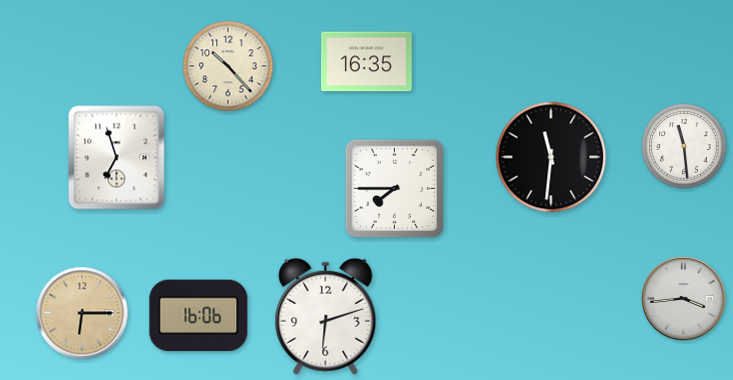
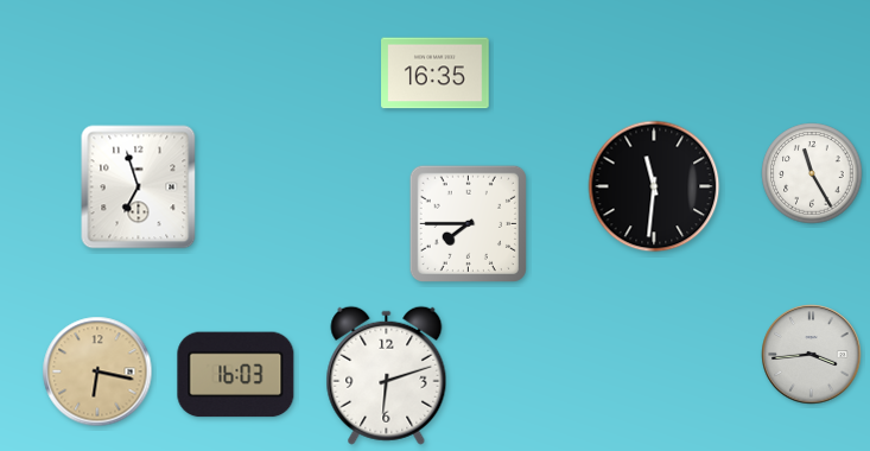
clock at (228, 66): 10:23 -> none
clock at (684, 146): 11:29 -> 11:25
clock at (82, 313): 6:15 -> 6:17
clock at (199, 316): 16:06 -> 16:03
